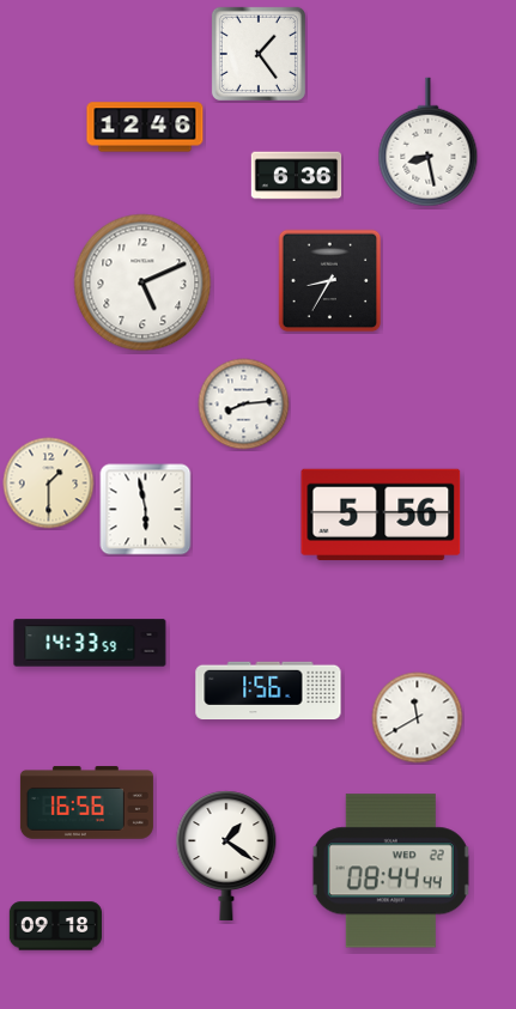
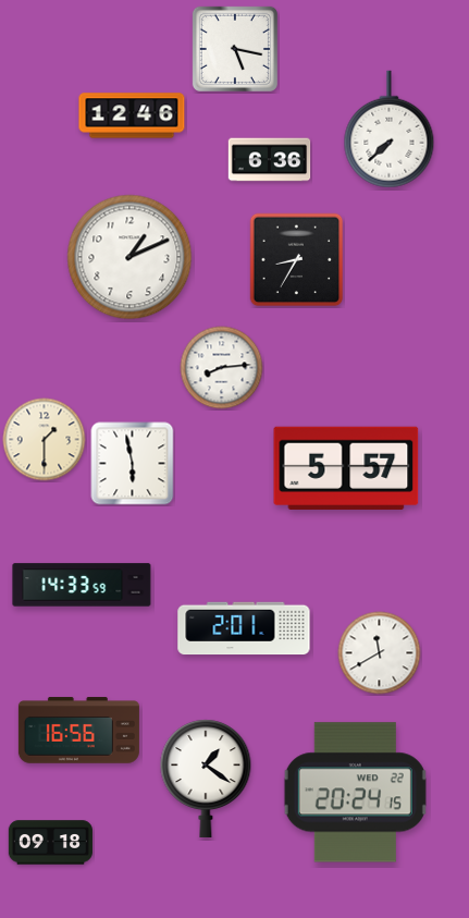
clock at (259, 54): 1:24 -> 5:17
clock at (429, 142): 8:28 -> 7:38
clock at (330, 281) position: (330, 281) -> (297, 260)
clock at (142, 282): 5:11 -> 1:11
clock at (381, 513): 5:56 -> 5:57
clock at (268, 691): 1:56 -> 2:01
clock at (390, 871): 08:44 -> 20:24
